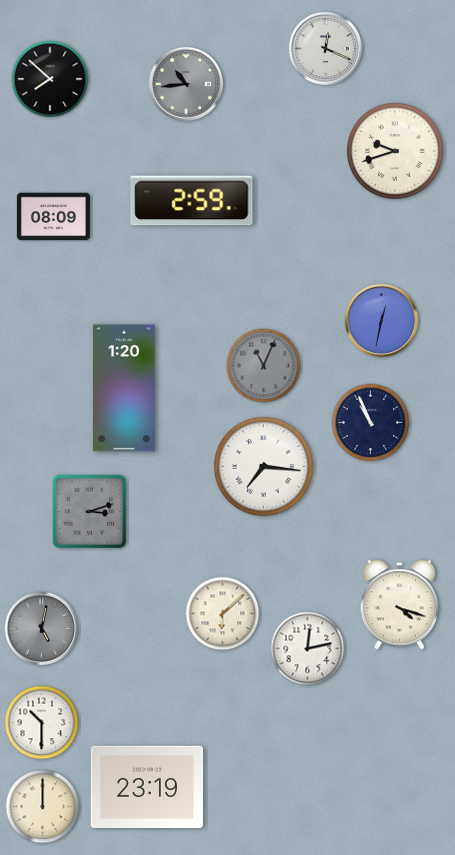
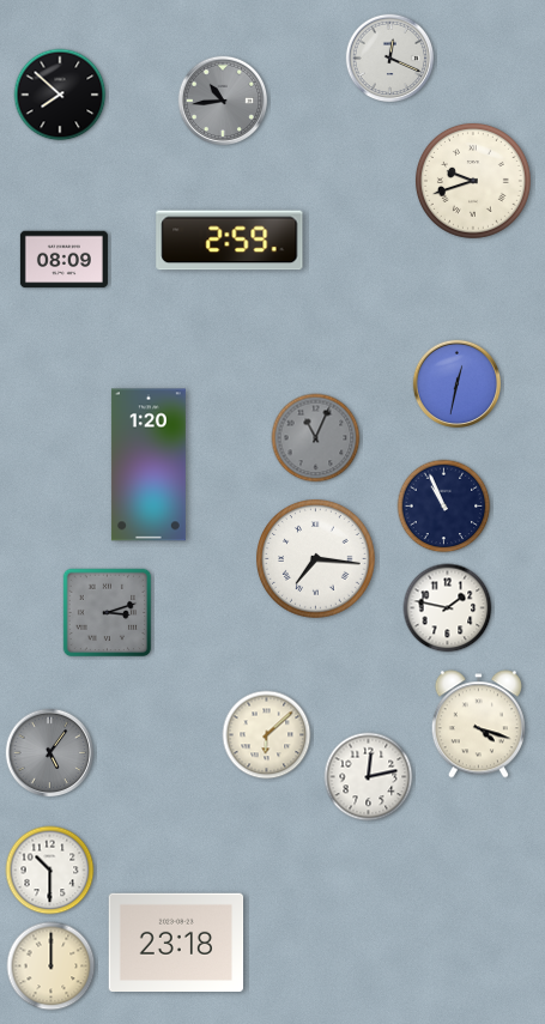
clock at (448, 608): none -> 1:47
clock at (42, 629): 5:02 -> 5:06
clock at (42, 723) position: (42, 723) -> (50, 871)
clock at (147, 786): 23:19 -> 23:18
